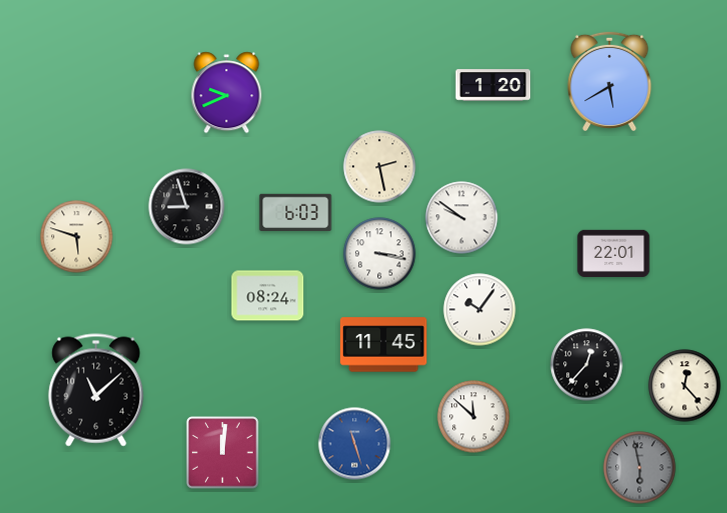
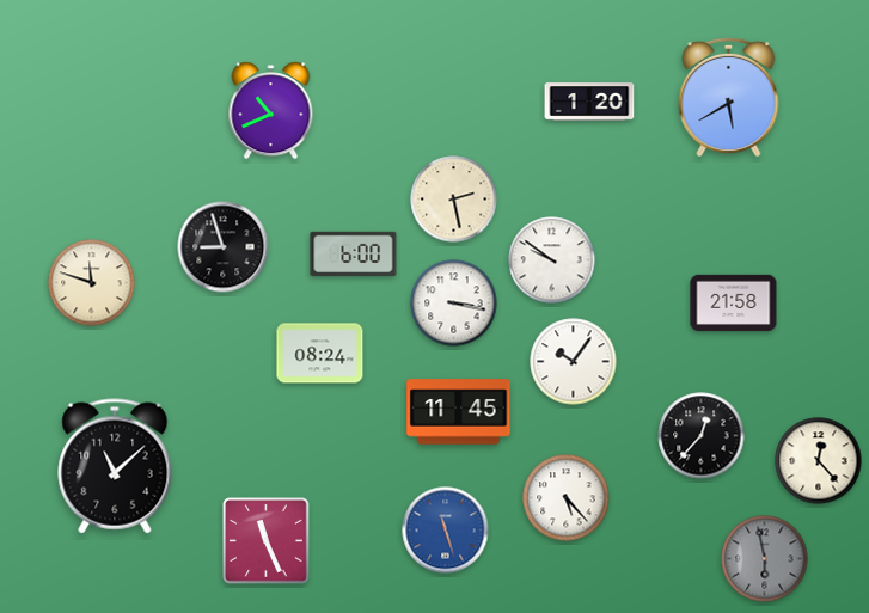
clock at (227, 93): 9:41 -> 10:41
clock at (296, 212): 6:03 -> 6:00
clock at (77, 237): 5:48 -> 11:48
clock at (614, 253): 22:01 -> 21:58
clock at (480, 310) position: (480, 310) -> (574, 362)
clock at (474, 417): 11:52 -> 5:23
clock at (355, 444) position: (355, 444) -> (446, 531)
clock at (223, 453): 12:01 -> 11:26
